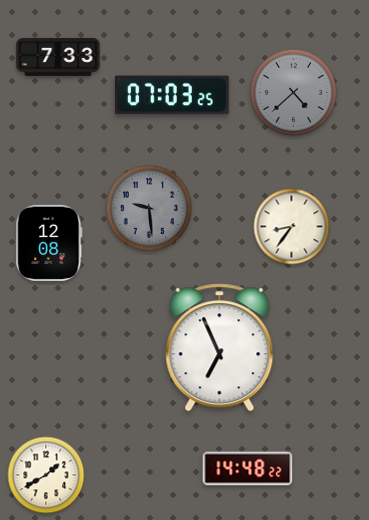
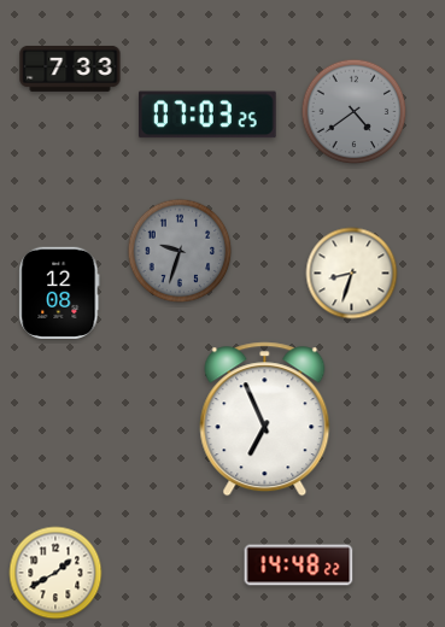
clock at (294, 93): 4:38 -> 4:39
clock at (149, 208): 9:29 -> 9:33
clock at (292, 227): 8:36 -> 8:33
